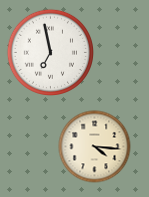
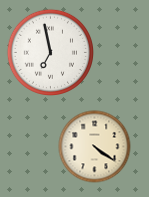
clock at (95, 147): 4:16 -> 4:21
